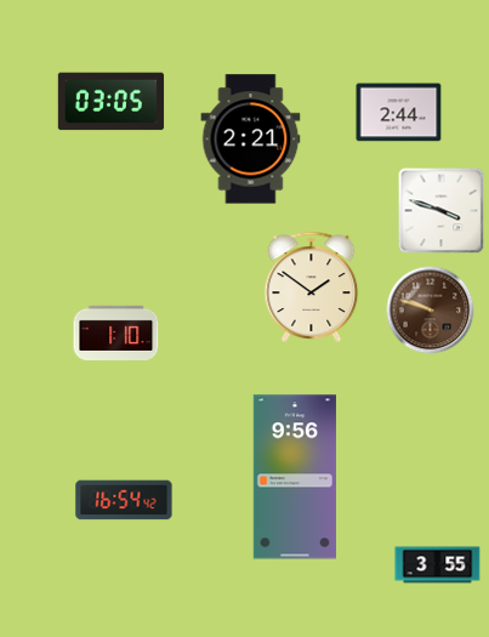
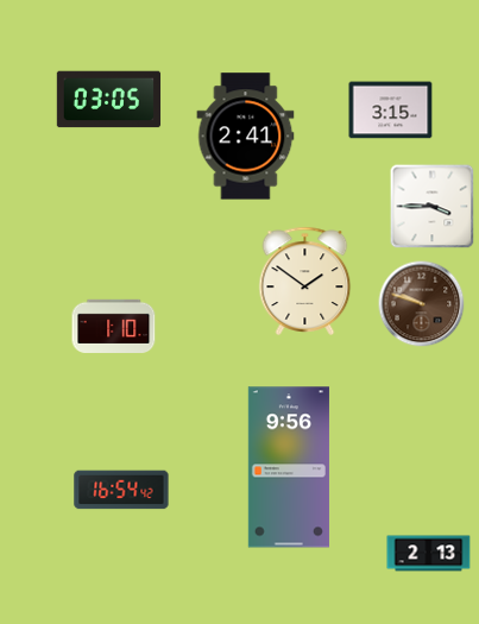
clock at (399, 113): 2:44 -> 3:15
clock at (251, 140): 2:21 -> 2:41
clock at (442, 211): 3:48 -> 3:45
clock at (438, 565): 3:55 -> 2:13
